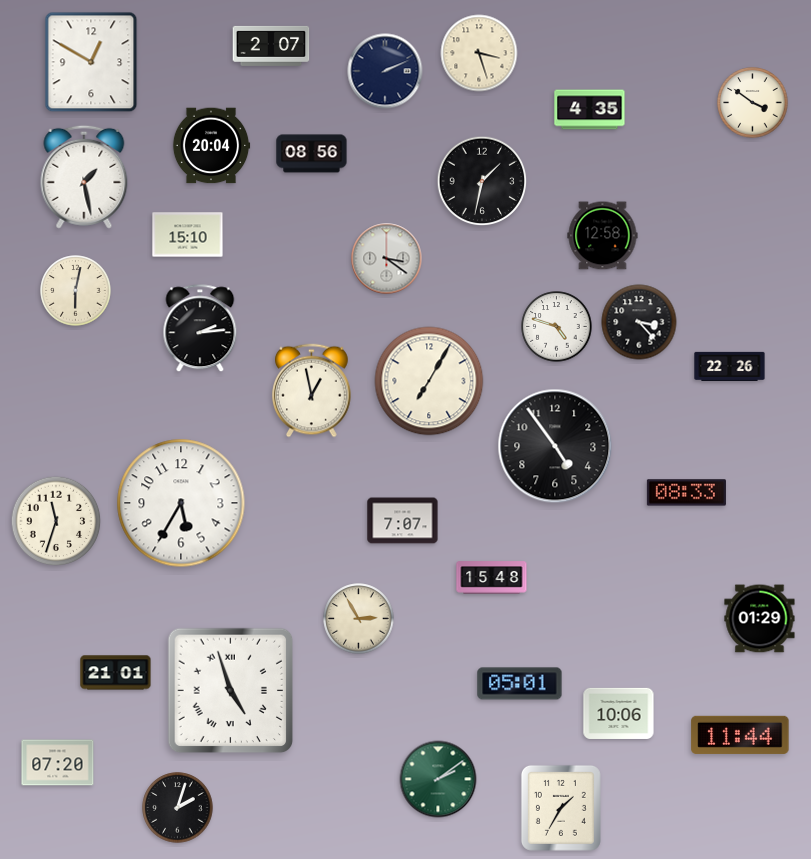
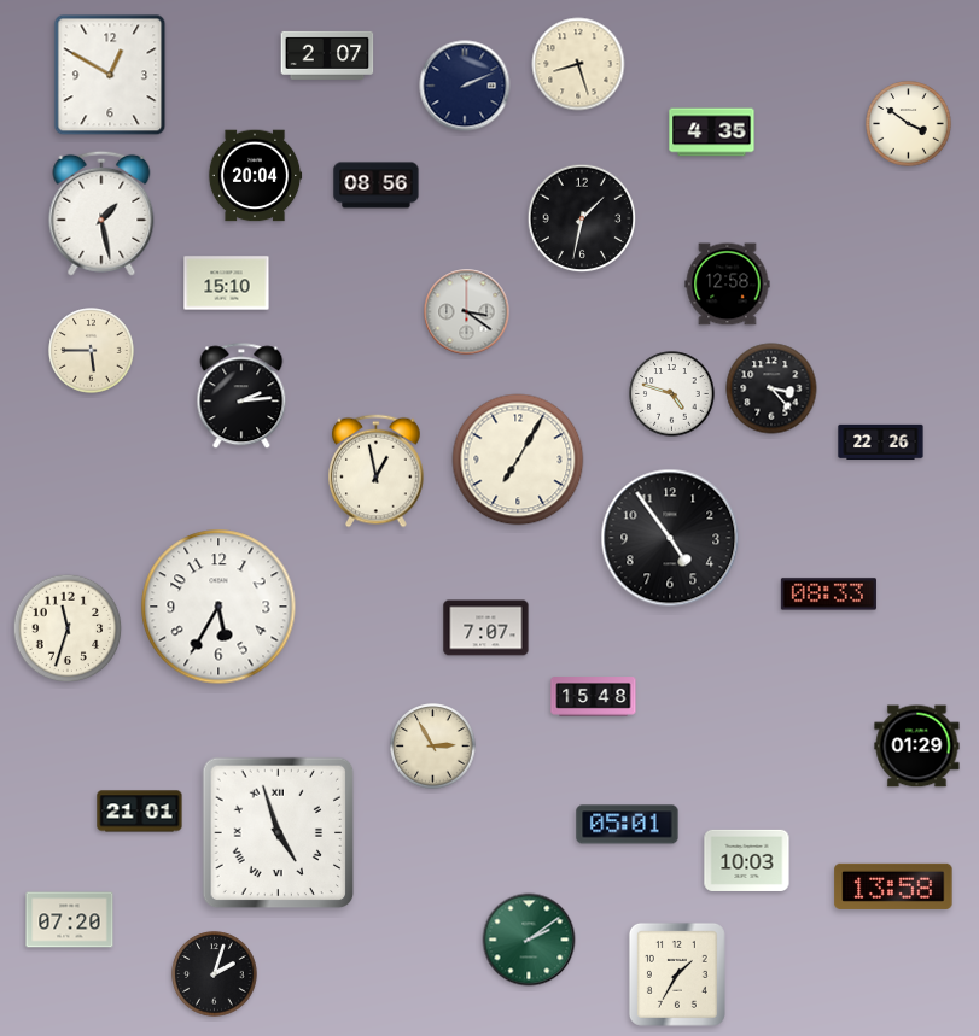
clock at (479, 53): 3:27 -> 8:27
clock at (76, 291): 6:02 -> 5:45
clock at (619, 713): 10:06 -> 10:03
clock at (740, 735): 11:44 -> 13:58
